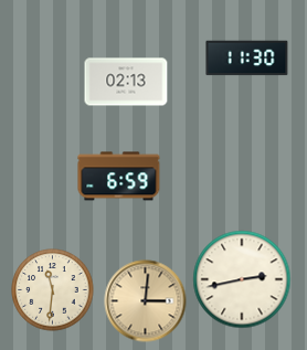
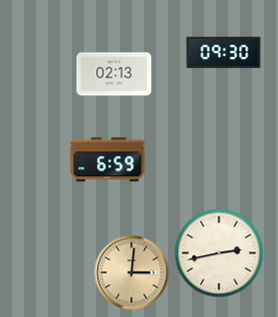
clock at (247, 59): 11:30 -> 09:30
clock at (53, 290): 11:31 -> none
